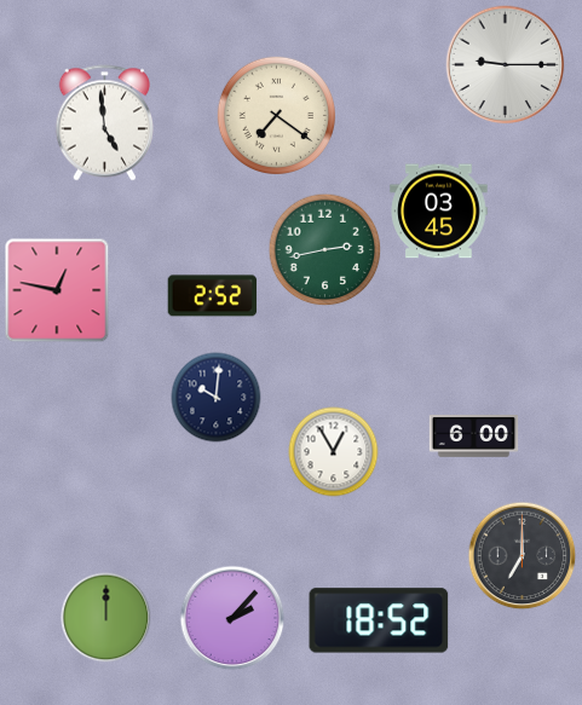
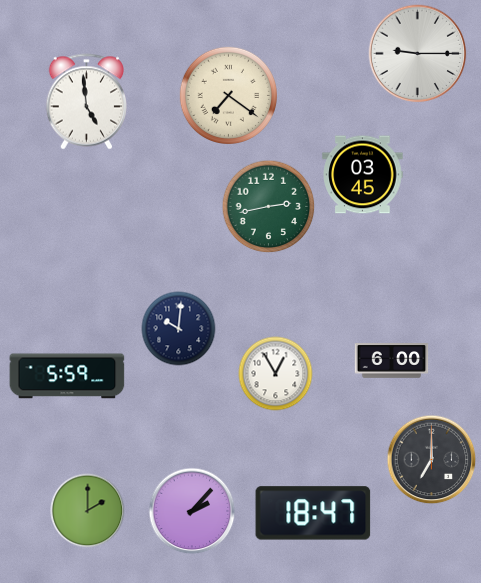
clock at (57, 290): 12:47 -> none
clock at (213, 296): 2:52 -> none
clock at (67, 376): none -> 5:59
clock at (106, 618): 12:00 -> 2:00
clock at (379, 620): 18:52 -> 18:47
